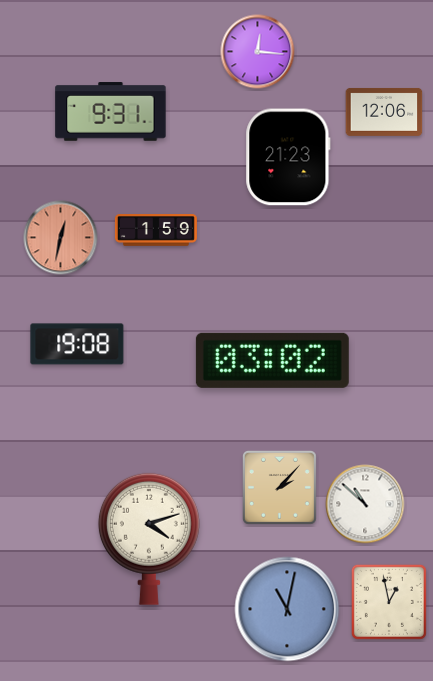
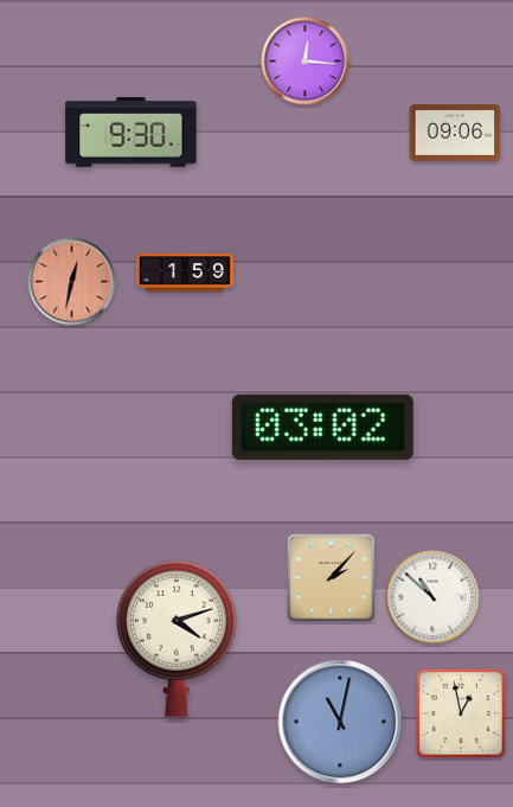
clock at (111, 112): 9:31 -> 9:30
clock at (384, 112): 12:06 -> 09:06
clock at (288, 157): 21:23 -> none
clock at (77, 344): 19:08 -> none
